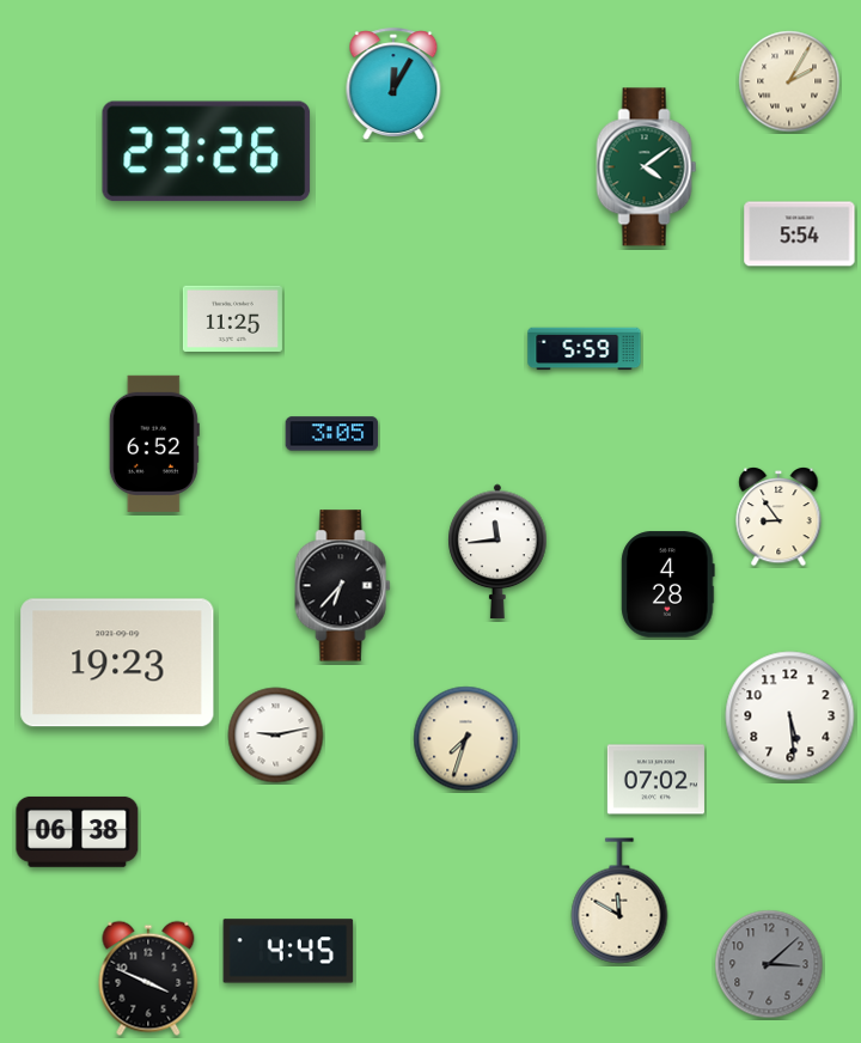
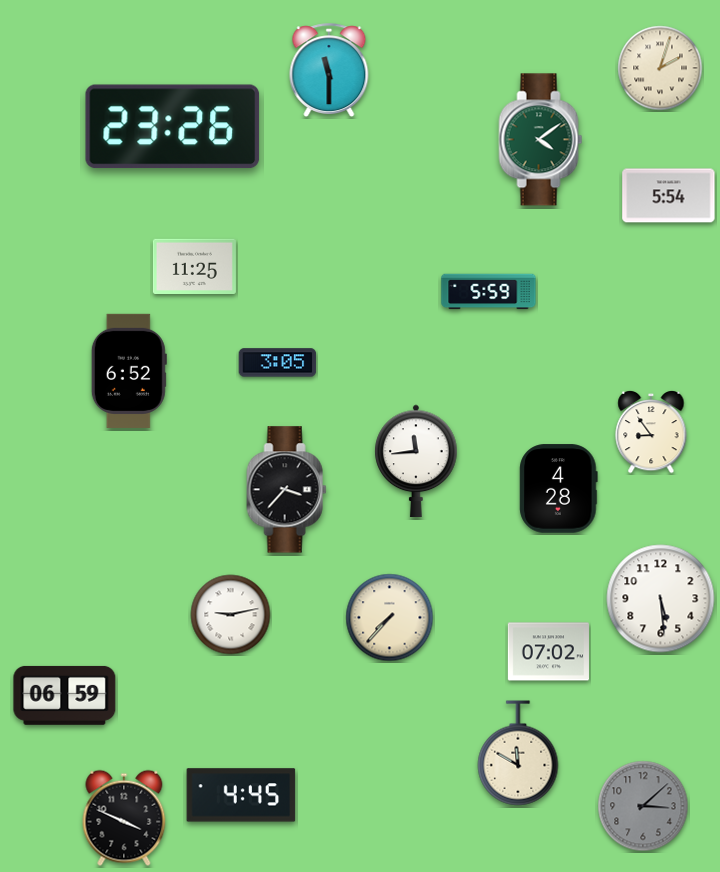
clock at (789, 81): 2:05 -> 2:03
clock at (393, 85): 12:05 -> 11:30
clock at (343, 586): 6:37 -> 3:37
clock at (117, 663): 19:23 -> none
clock at (466, 739): 7:33 -> 7:37
clock at (78, 831): 06:38 -> 06:59
